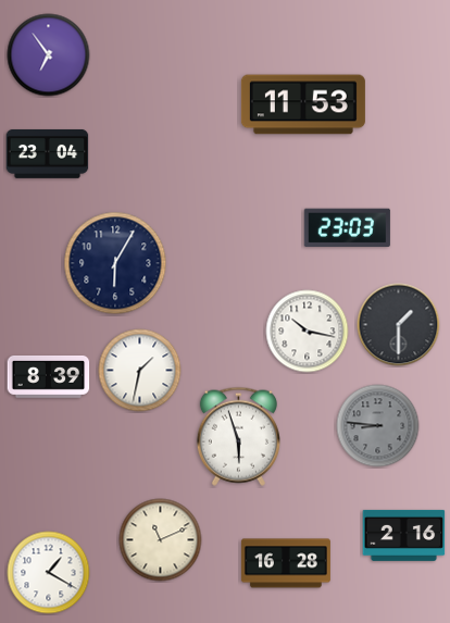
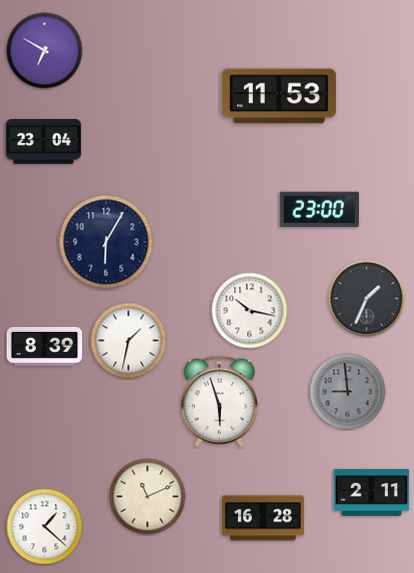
clock at (49, 55): 6:54 -> 6:50
clock at (347, 227): 23:03 -> 23:00
clock at (399, 325): 1:30 -> 1:34
clock at (308, 332) position: (308, 332) -> (250, 311)
clock at (378, 426): 8:46 -> 8:59
clock at (404, 535): 2:16 -> 2:11
clock at (49, 573): 1:20 -> 1:22
